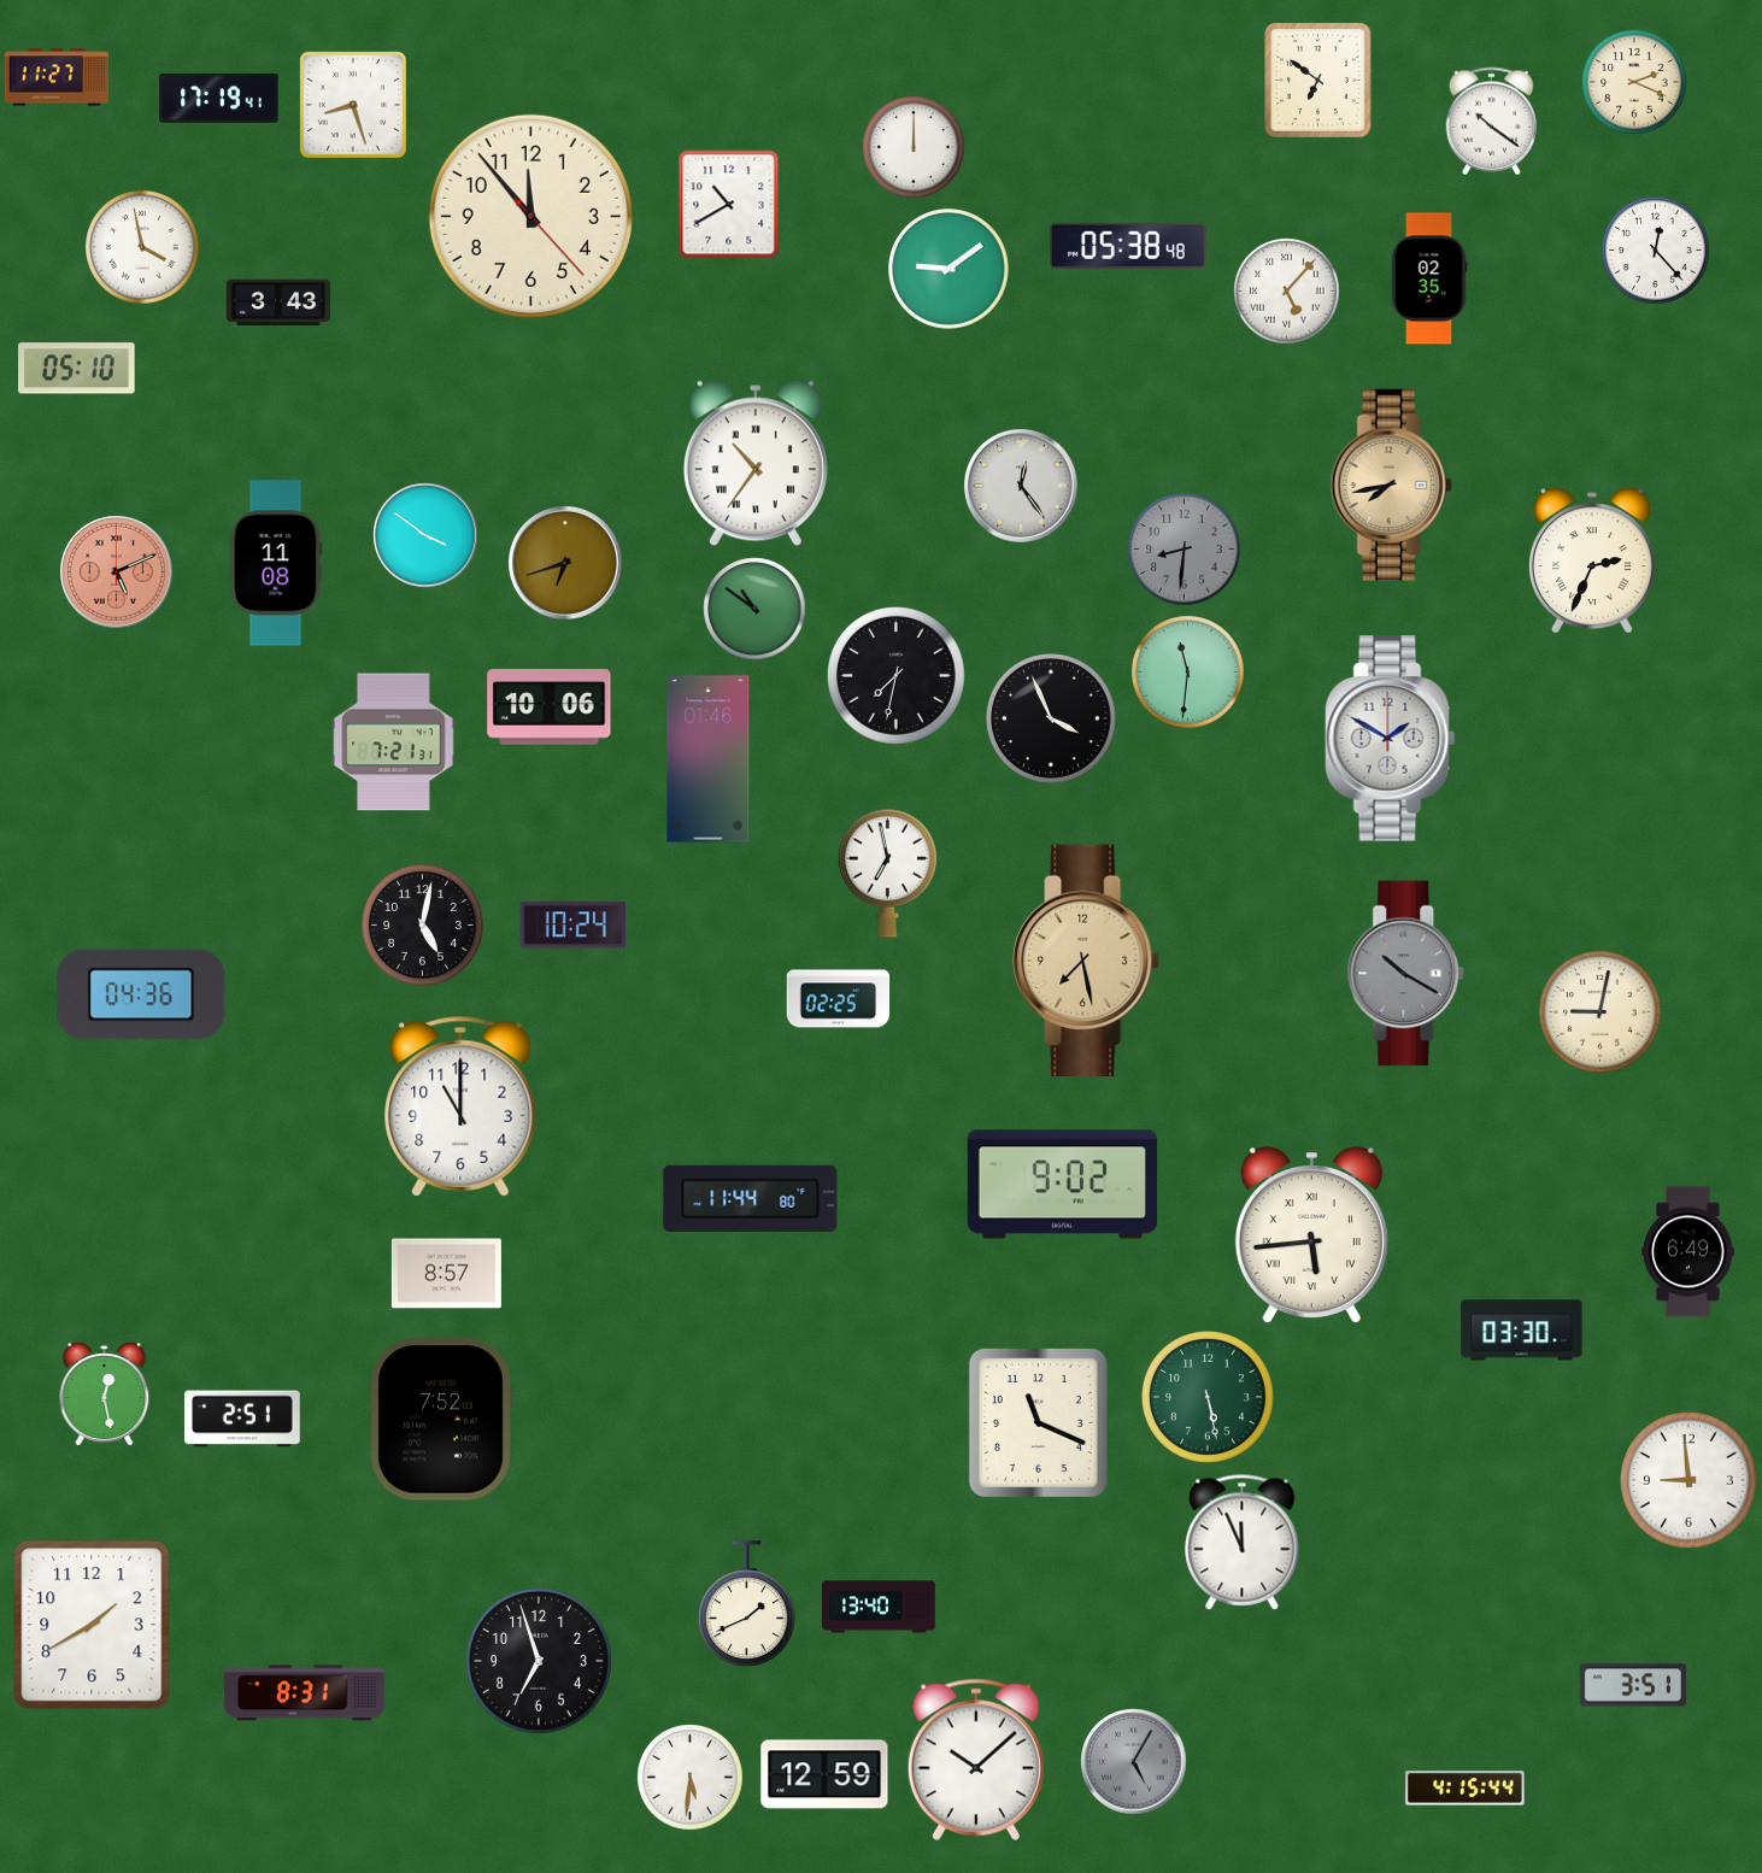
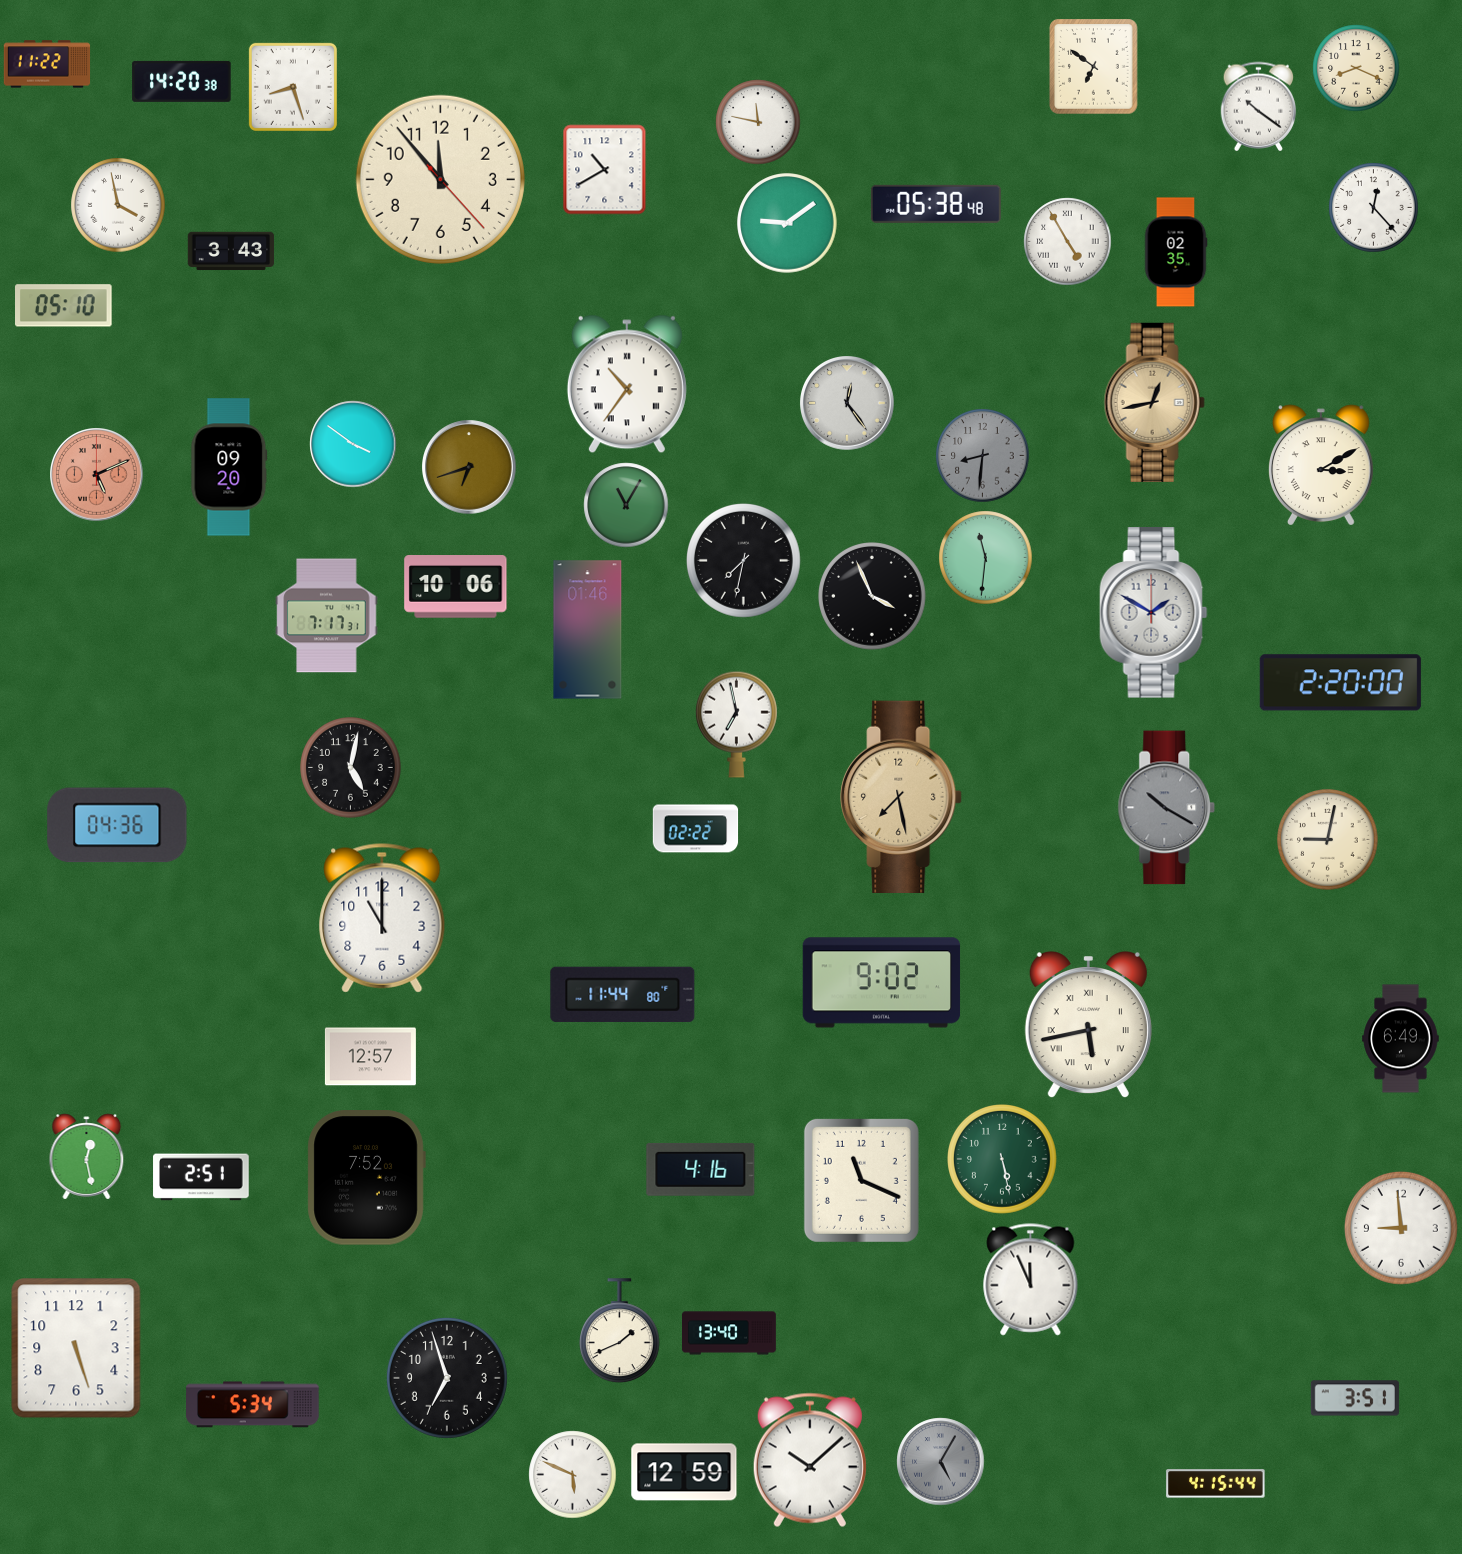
clock at (57, 77): 11:27 -> 11:22
clock at (1634, 82): 2:19 -> 8:19
clock at (219, 98): 17:19 -> 14:20
clock at (1492, 122) position: (1492, 122) -> (1259, 107)
clock at (914, 147): 12:00 -> 11:47
clock at (1429, 278) position: (1429, 278) -> (1176, 252)
clock at (1287, 292): 5:07 -> 4:55
clock at (1391, 485): 7:43 -> 12:43
clock at (1592, 560): 2:34 -> 3:10
clock at (276, 563): 11:08 -> 09:20
clock at (754, 609): 10:51 -> 11:05
clock at (394, 742): 7:21 -> 7:17
clock at (1340, 683): none -> 2:20
clock at (572, 926): 10:24 -> none
clock at (839, 999): 02:25 -> 02:22
clock at (1311, 1237): 5:44 -> 5:43
clock at (446, 1274): 8:57 -> 12:57
clock at (1522, 1331): 03:30 -> none
clock at (701, 1169): none -> 4:16
clock at (92, 1625): 1:40 -> 5:27
clock at (305, 1693): 8:31 -> 5:34
clock at (691, 1778): 5:31 -> 5:49
